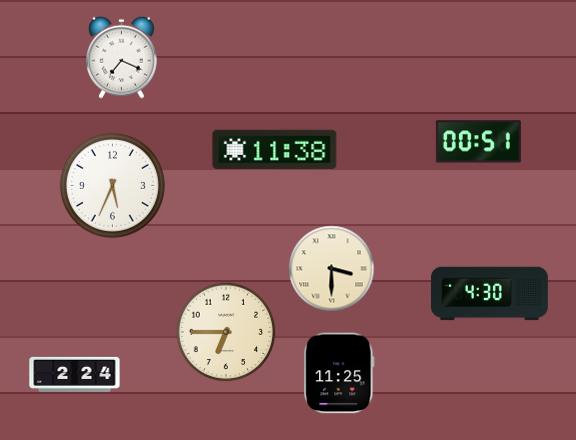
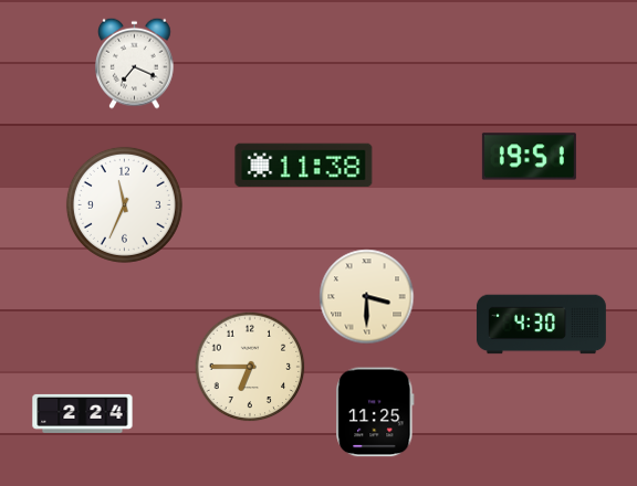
clock at (478, 142): 00:51 -> 19:51
clock at (112, 185): 5:34 -> 11:34
